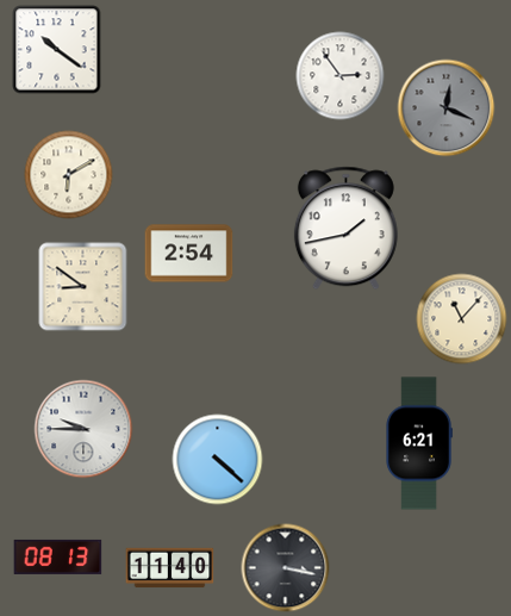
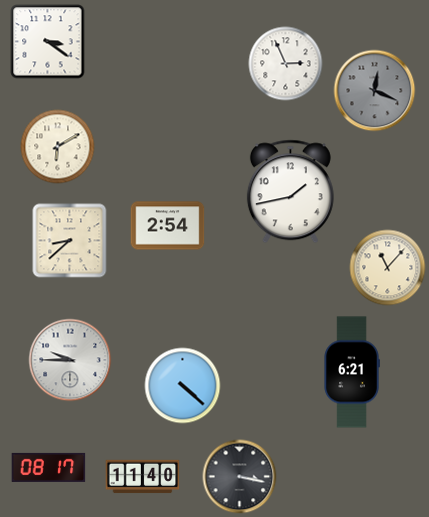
clock at (57, 50): 10:21 -> 3:21
clock at (341, 76): 2:54 -> 2:56
clock at (189, 254) position: (189, 254) -> (168, 226)
clock at (83, 287): 8:51 -> 8:38
clock at (58, 556): 08:13 -> 08:17
